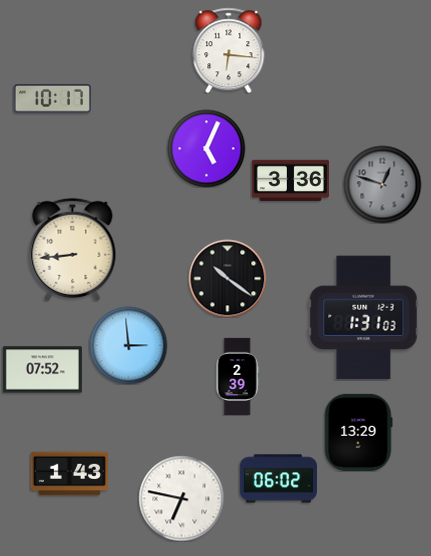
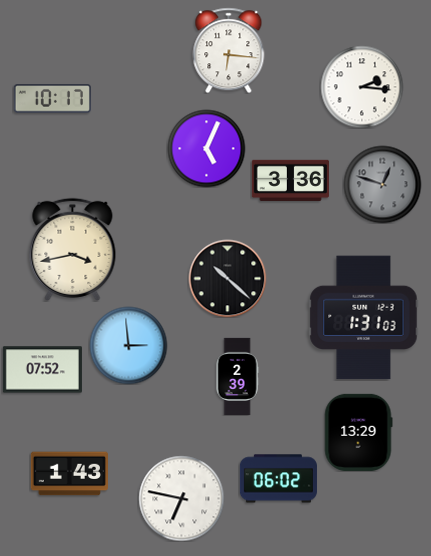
clock at (362, 87): none -> 2:16
clock at (73, 249): 8:44 -> 3:43
clock at (227, 278): 10:21 -> 10:22
